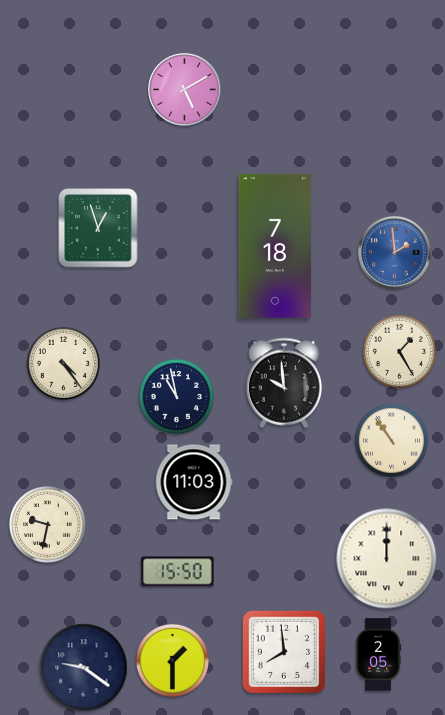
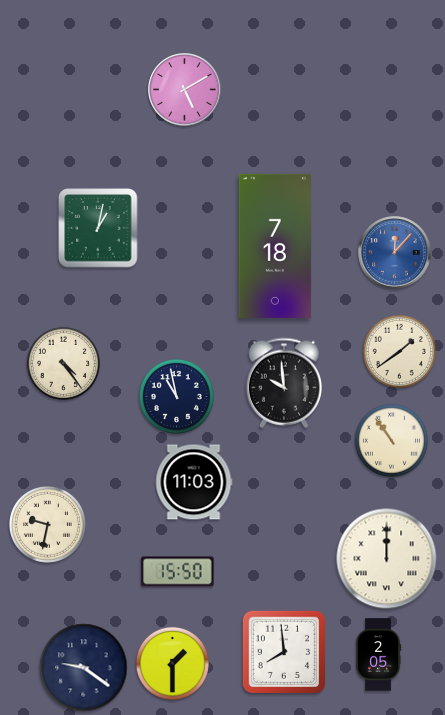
clock at (98, 228): 12:57 -> 1:02
clock at (395, 253): 1:59 -> 12:07
clock at (399, 351): 1:25 -> 1:39
clock at (172, 660) position: (172, 660) -> (172, 663)
